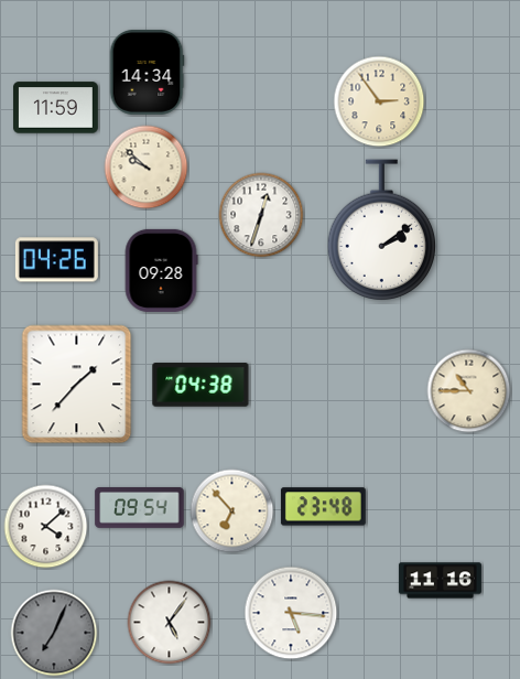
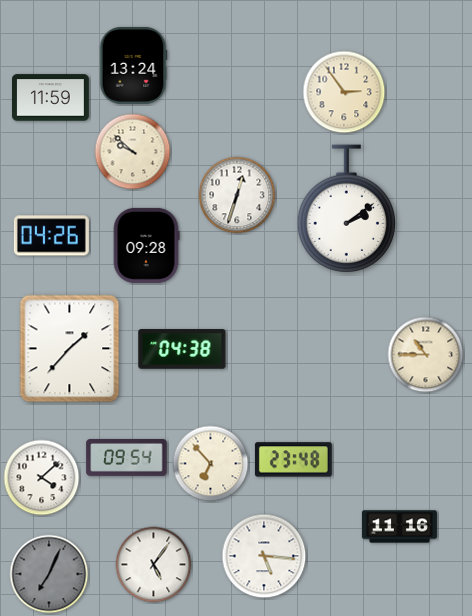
clock at (147, 72): 14:34 -> 13:24
clock at (140, 508) position: (140, 508) -> (127, 458)
